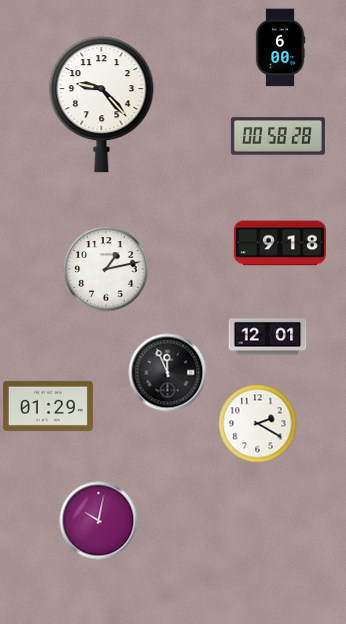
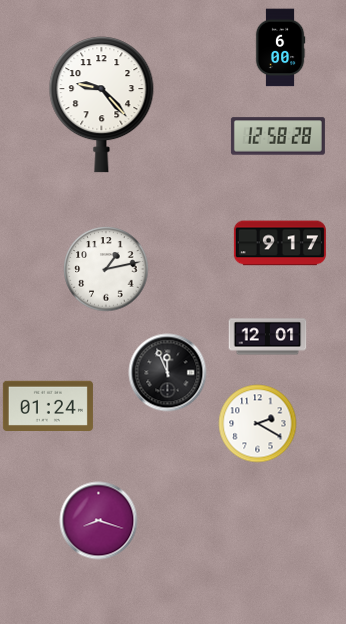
clock at (278, 136): 00:58 -> 12:58
clock at (280, 243): 9:18 -> 9:17
clock at (48, 405): 01:29 -> 01:24
clock at (98, 520): 10:02 -> 8:18
